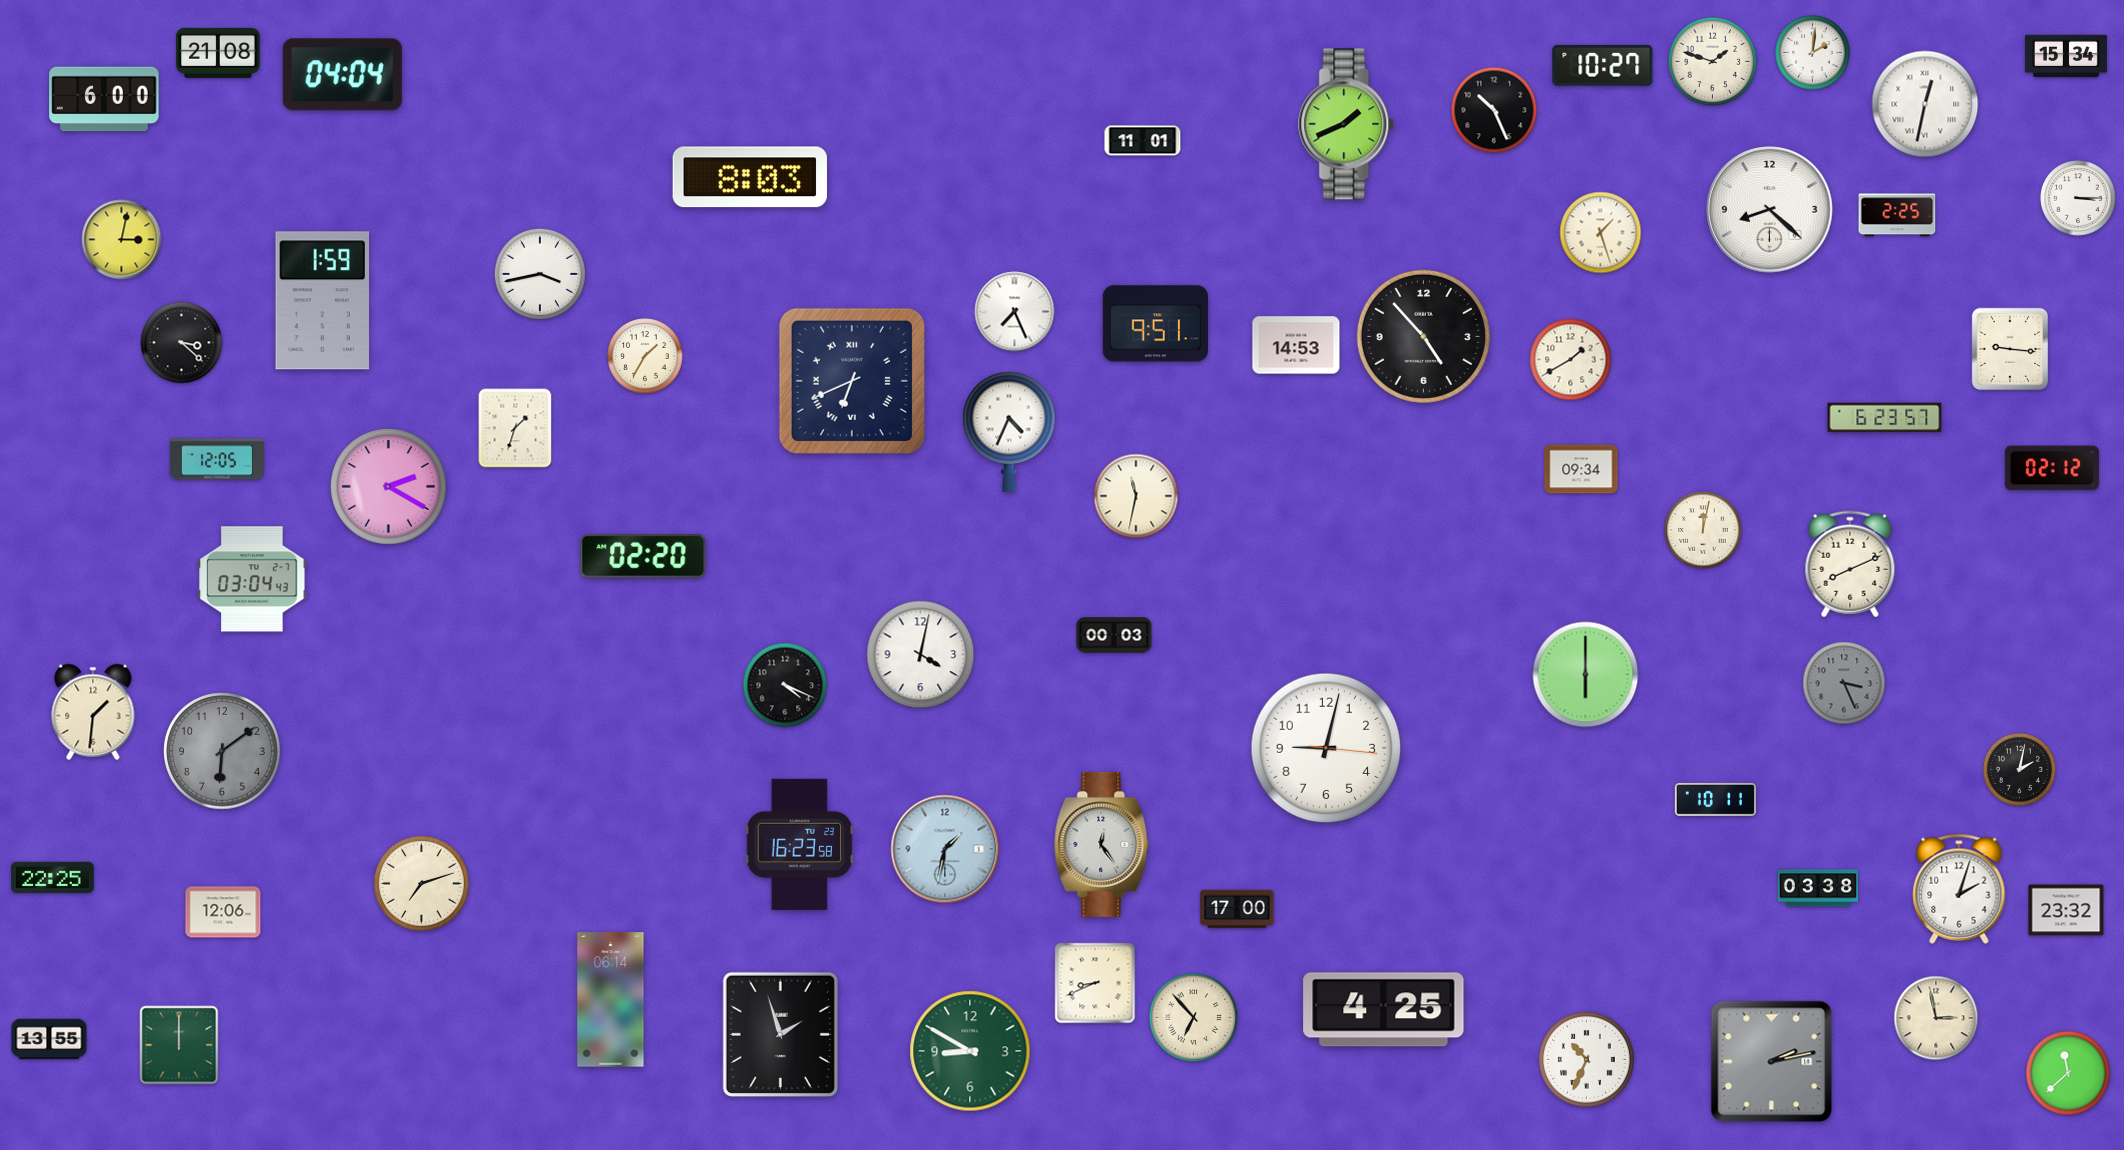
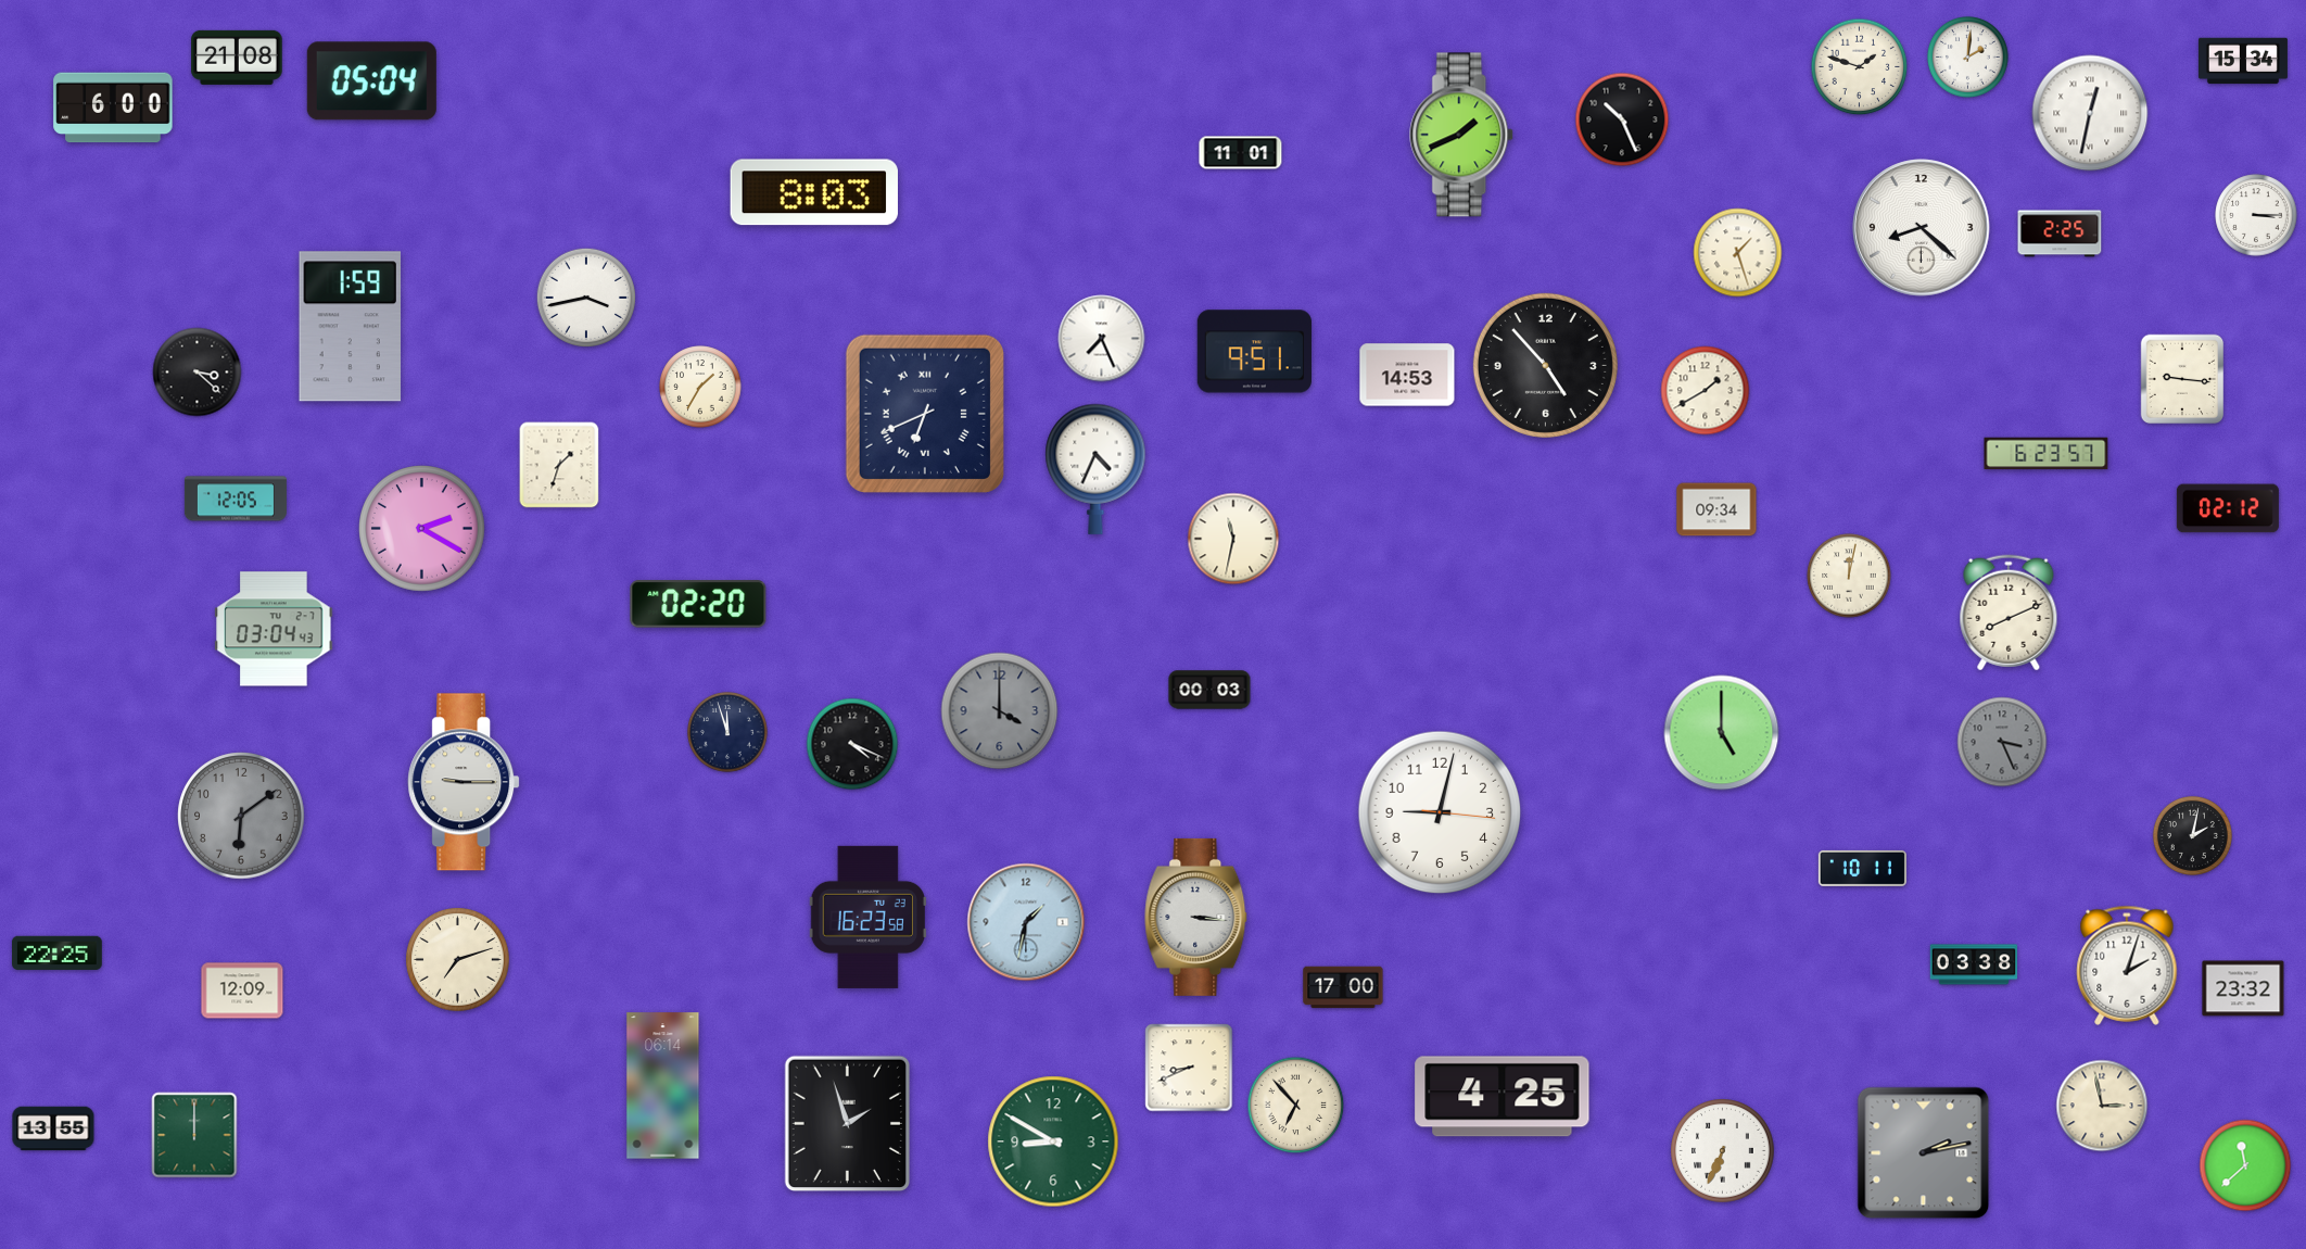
clock at (1603, 65): 10:27 -> none
clock at (342, 75): 04:04 -> 05:04
clock at (122, 240): 3:02 -> none
clock at (921, 655): 4:02 -> 4:00
clock at (921, 655) dial: white -> grey
clock at (728, 733): none -> 11:57
clock at (1586, 675): 6:00 -> 5:00
clock at (93, 712): 1:31 -> none
clock at (464, 782): none -> 9:15
clock at (1102, 844): 12:24 -> 3:16
clock at (223, 912): 12:06 -> 12:09
clock at (1587, 1060): 10:34 -> 6:34
